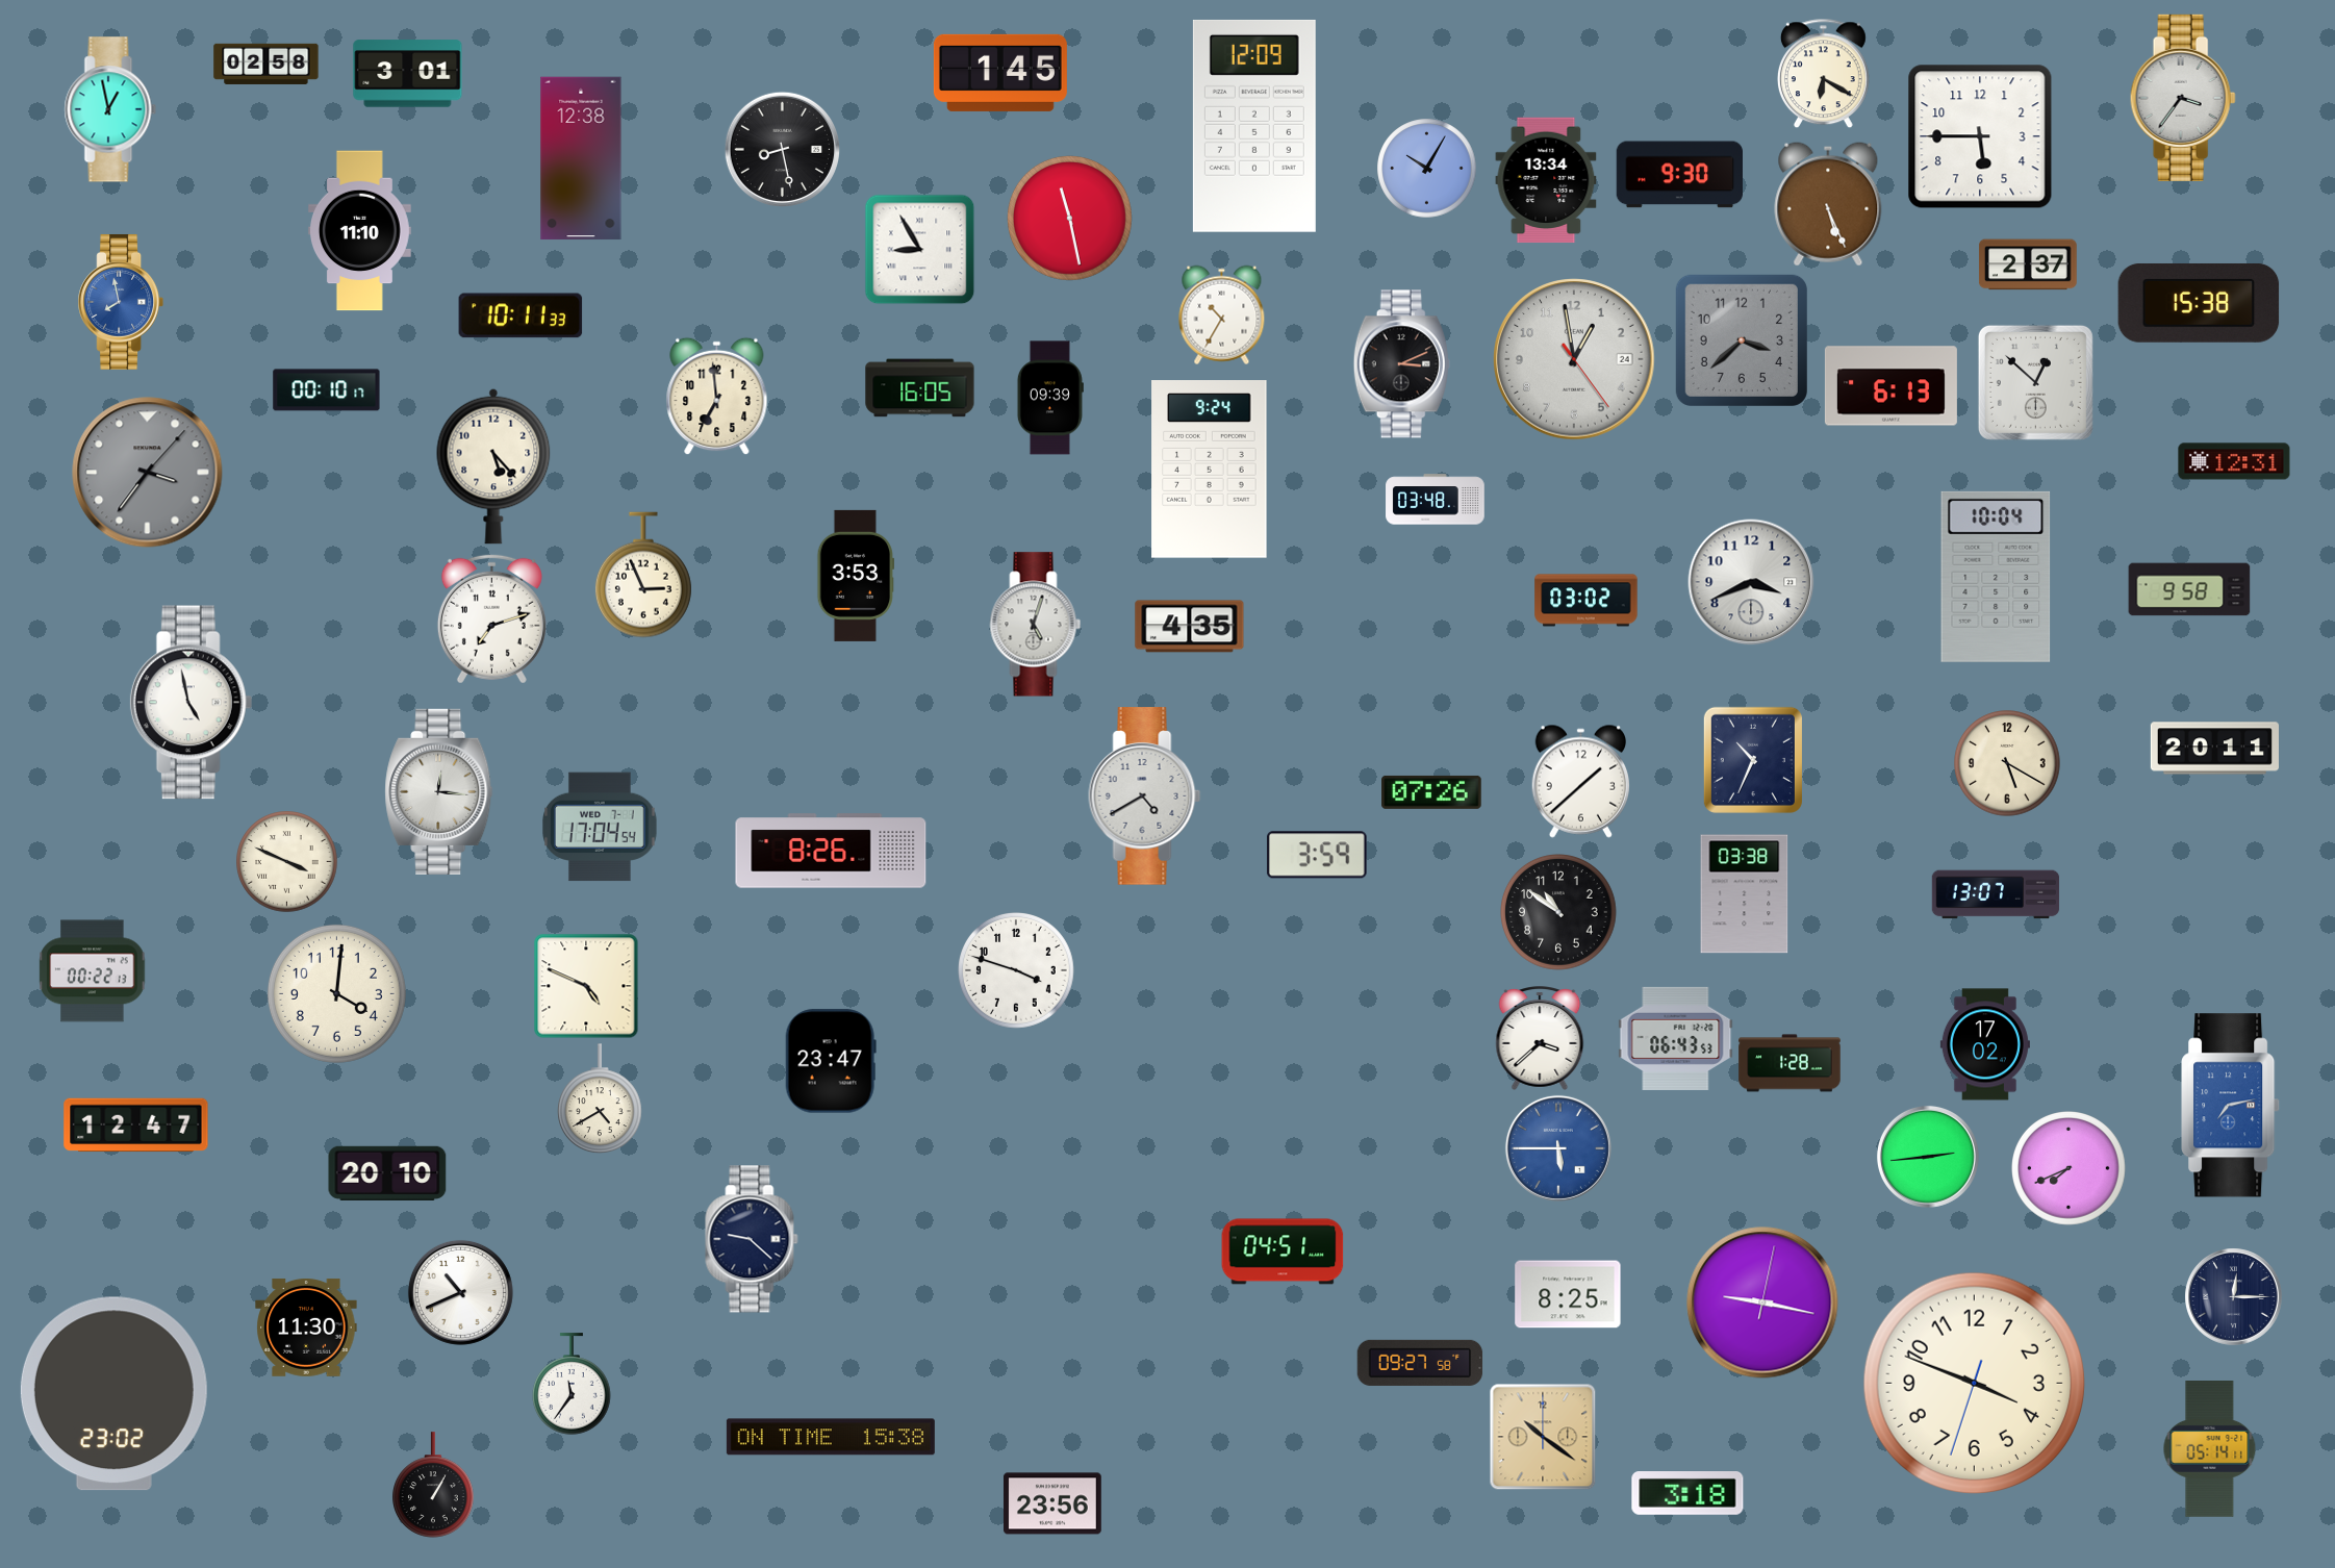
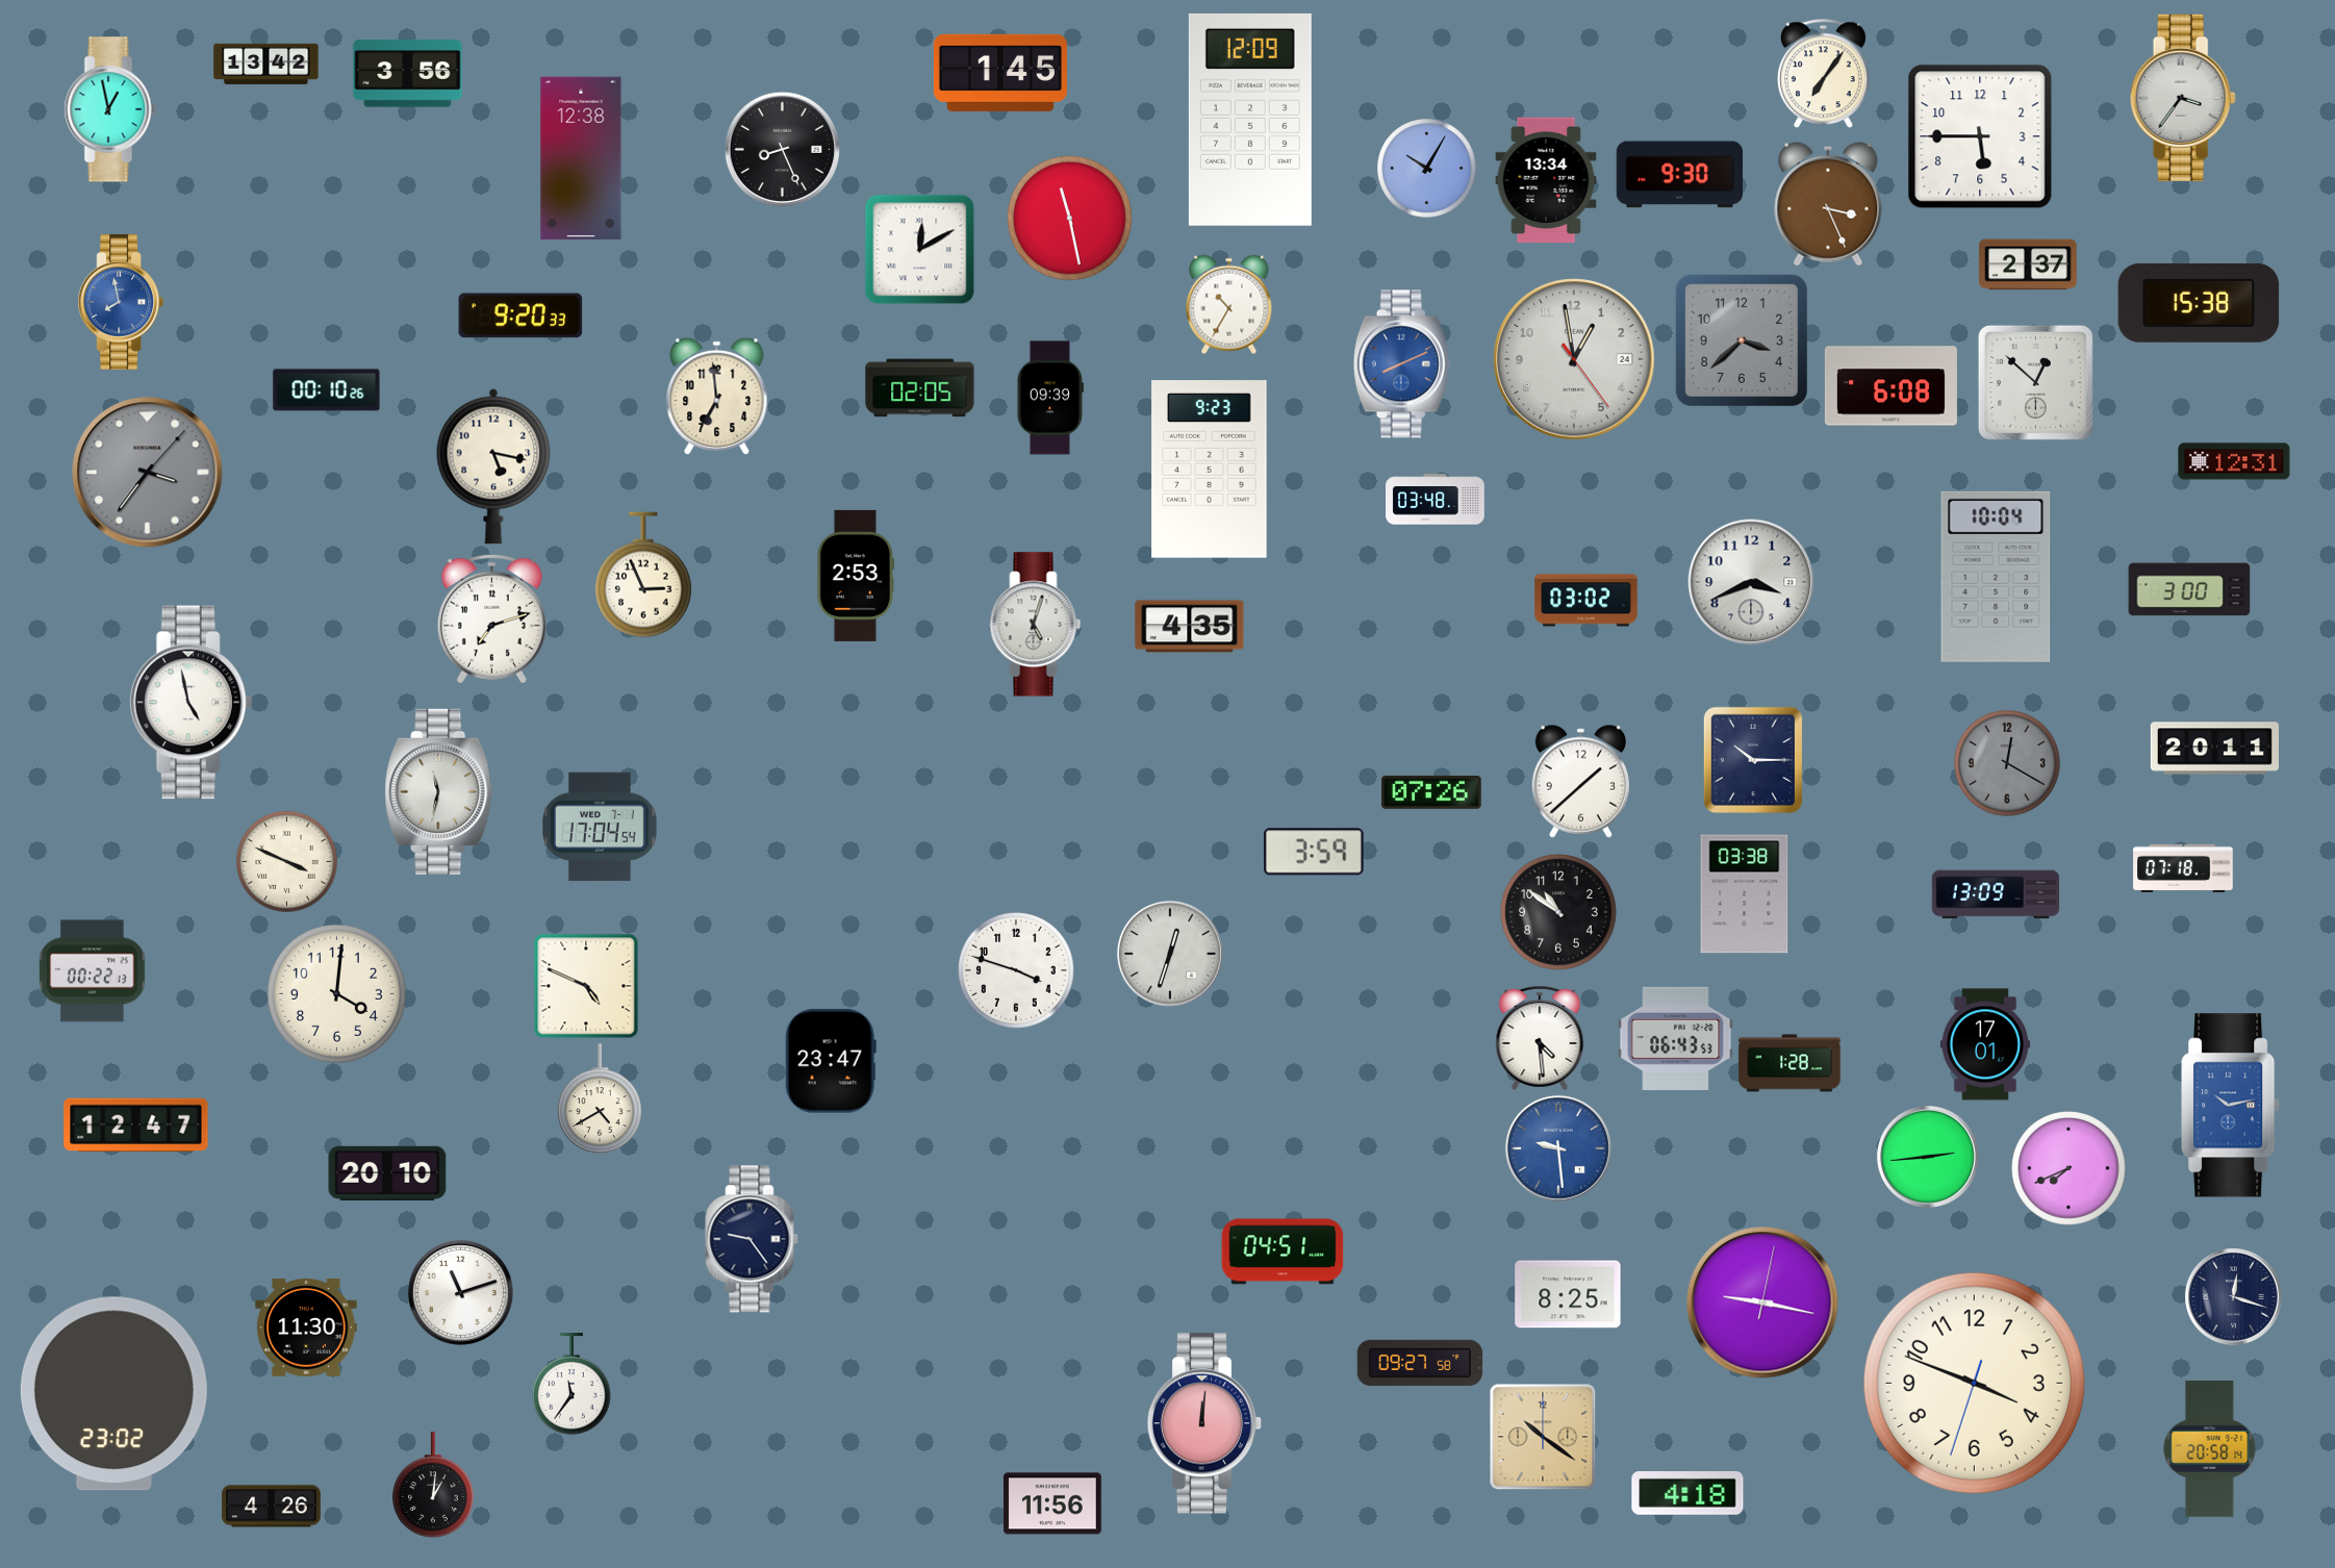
clock at (267, 64): 02:58 -> 13:42
clock at (408, 74): 3:01 -> 3:56
clock at (1823, 74): 6:20 -> 7:06
clock at (1254, 126) position: (1254, 126) -> (1250, 120)
clock at (782, 149): 8:28 -> 8:26
clock at (1828, 204): 5:26 -> 3:26
clock at (359, 231): 11:10 -> none
clock at (920, 250): 8:55 -> 12:10
clock at (521, 315): 10:11 -> 9:20
clock at (1222, 315) position: (1222, 315) -> (1229, 305)
clock at (1401, 364): 3:11 -> 8:11
clock at (1401, 364) dial: black -> blue
clock at (1890, 386): 6:13 -> 6:08
clock at (920, 388): 16:05 -> 02:05
clock at (327, 390): 00:10:17 -> 00:10:26
clock at (493, 466): 5:23 -> 5:17
clock at (1210, 470): 9:24 -> 9:23
clock at (856, 576): 3:53 -> 2:53
clock at (2189, 589): 9:58 -> 3:00
clock at (1753, 760): 10:34 -> 10:15
clock at (2007, 763): 5:20 -> 12:20
clock at (2007, 763) dial: cream -> grey
clock at (439, 791): 12:16 -> 11:32
clock at (1145, 796): 4:40 -> none
clock at (831, 851): 8:26 -> none
clock at (1317, 855) position: (1317, 855) -> (1314, 852)
clock at (2183, 868): none -> 07:18
clock at (1996, 894): 13:07 -> 13:09
clock at (1170, 954): none -> 12:33
clock at (1540, 1039): 3:38 -> 4:29
clock at (1985, 1044): 17:02 -> 17:01
clock at (2231, 1106): 7:13 -> 10:13
clock at (1558, 1148): 5:45 -> 9:29
clock at (752, 1239): 9:22 -> 9:24
clock at (460, 1292): 10:41 -> 11:12
clock at (2234, 1297): 12:15 -> 12:18
clock at (1204, 1423): none -> 12:01
clock at (831, 1437): 15:38 -> none
clock at (2210, 1449): 05:14 -> 20:58
clock at (434, 1485): 1:05 -> 1:01
clock at (1687, 1494): 3:18 -> 4:18
clock at (1052, 1503): 23:56 -> 11:56
clock at (272, 1507): none -> 4:26
